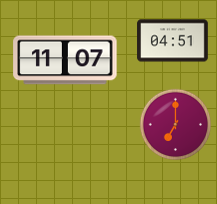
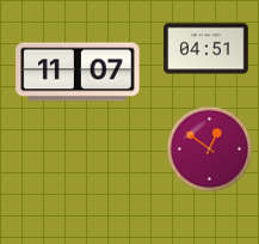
clock at (176, 125): 7:00 -> 12:51
